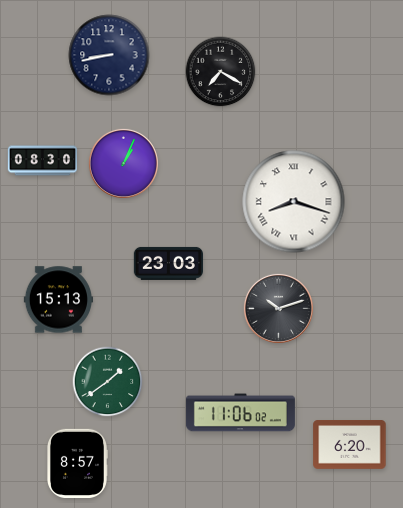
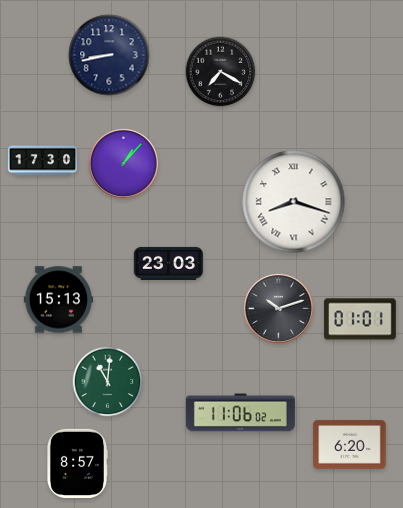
clock at (43, 161): 08:30 -> 17:30
clock at (123, 163): 1:04 -> 1:07
clock at (360, 319): none -> 01:01
clock at (108, 382): 1:39 -> 11:01
